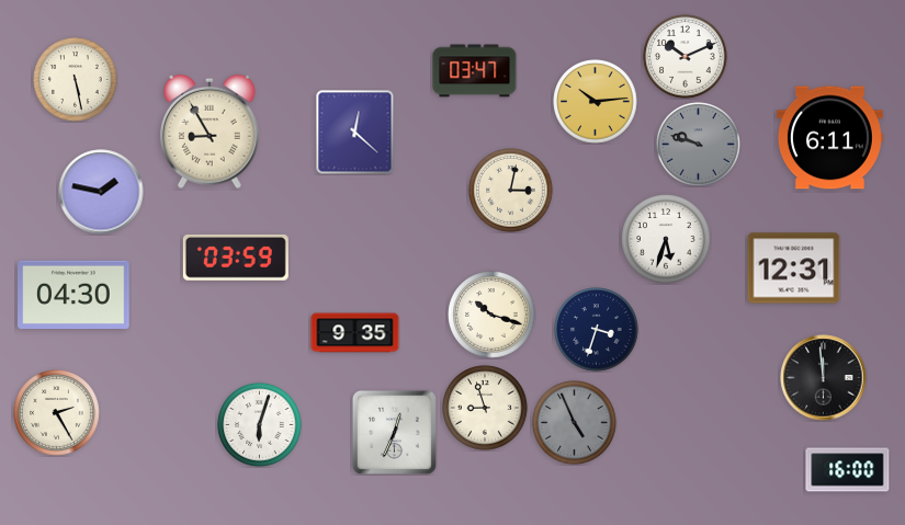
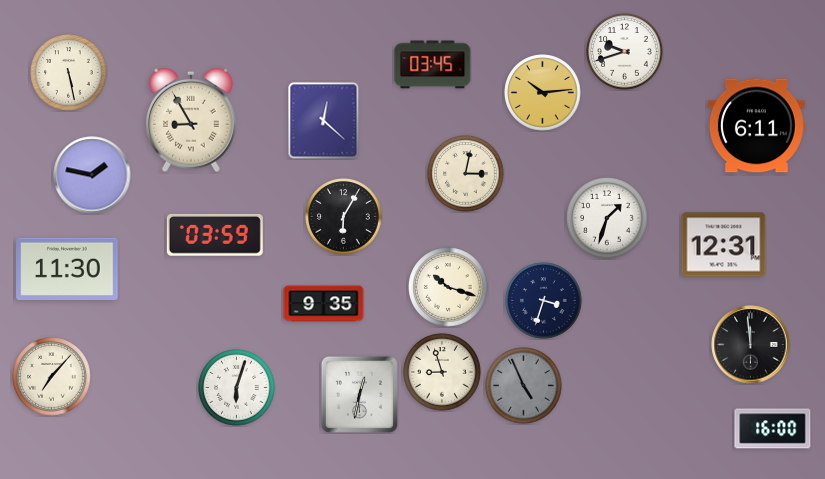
clock at (686, 57): 10:11 -> 9:42
clock at (475, 71): 03:47 -> 03:45
clock at (699, 145): 9:48 -> none
clock at (344, 217): none -> 6:05
clock at (666, 239): 5:33 -> 1:33
clock at (73, 294): 04:30 -> 11:30
clock at (57, 413): 2:25 -> 7:07
clock at (394, 432): 12:34 -> 12:32
